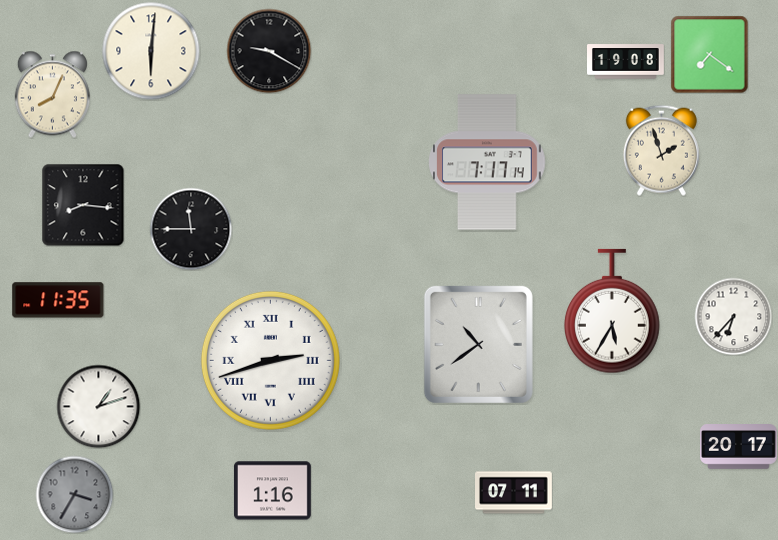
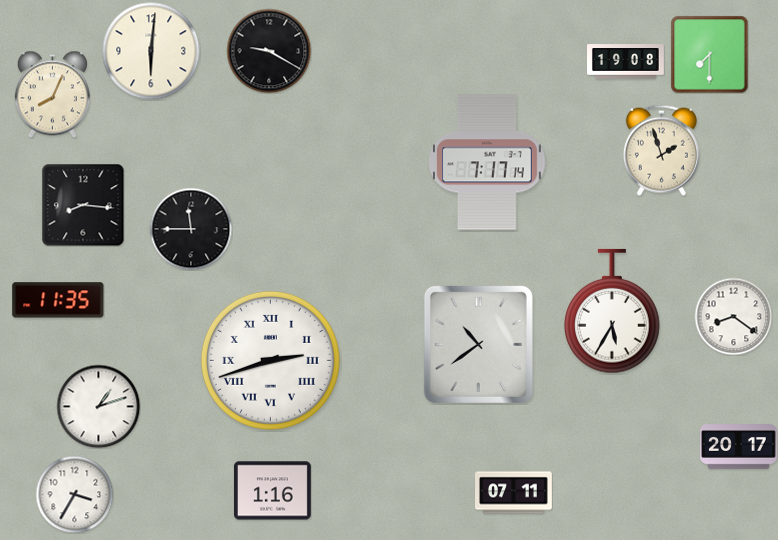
clock at (709, 54): 7:21 -> 7:30
clock at (733, 316): 6:37 -> 8:21
clock at (74, 494) dial: grey -> white
